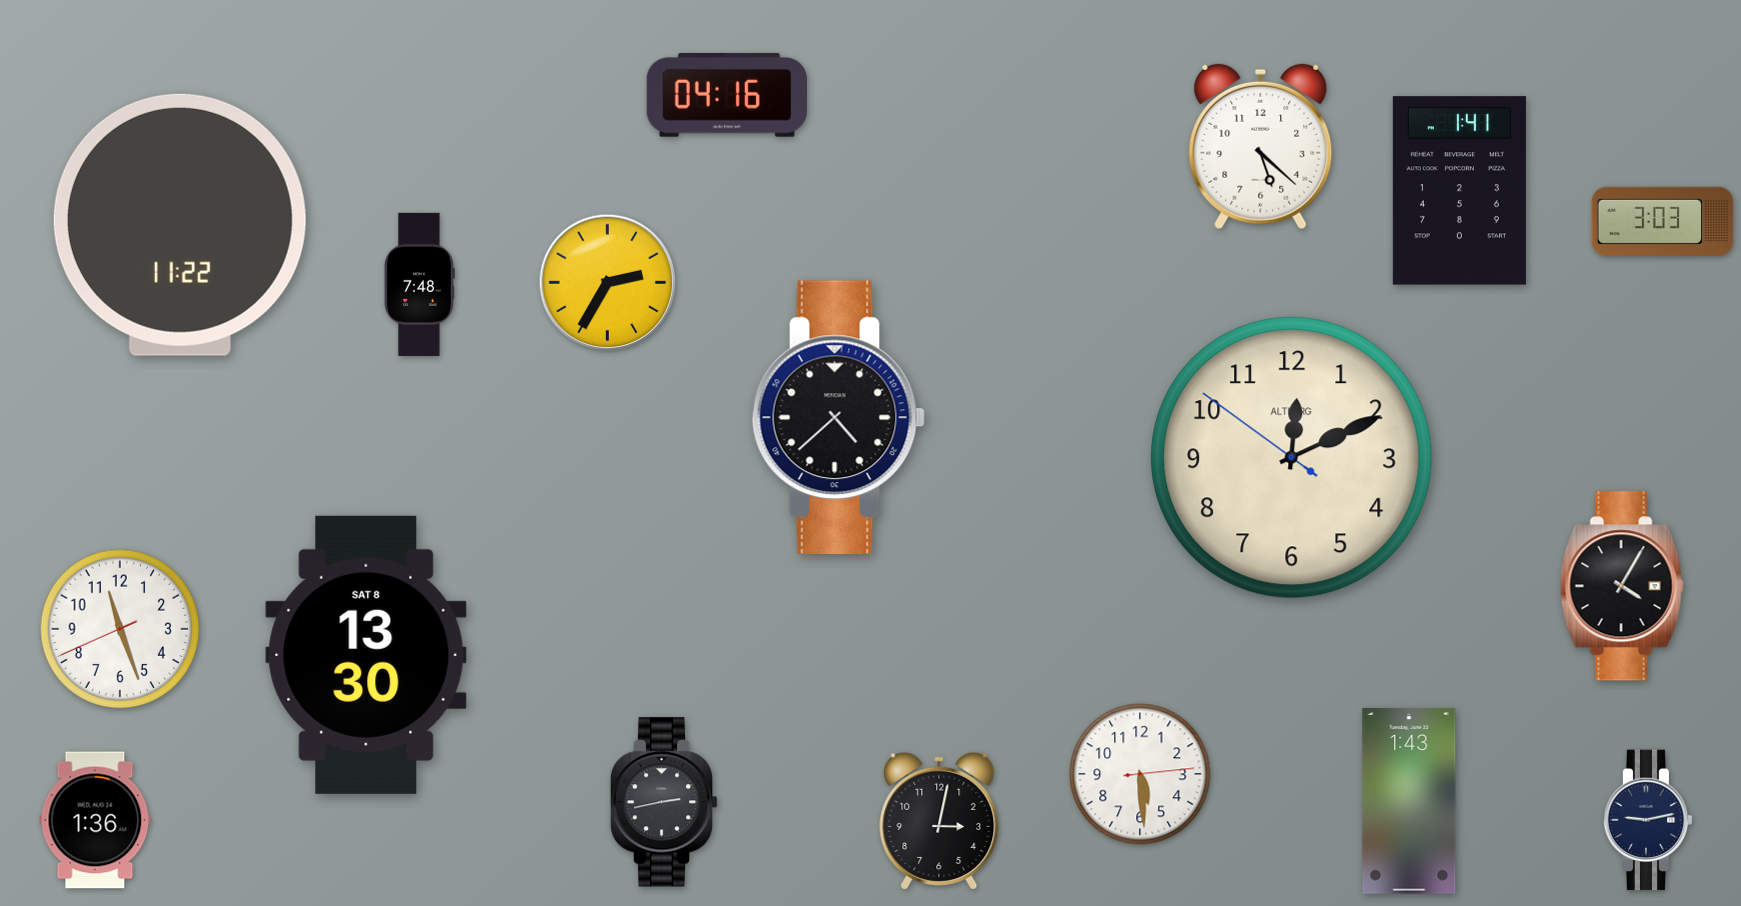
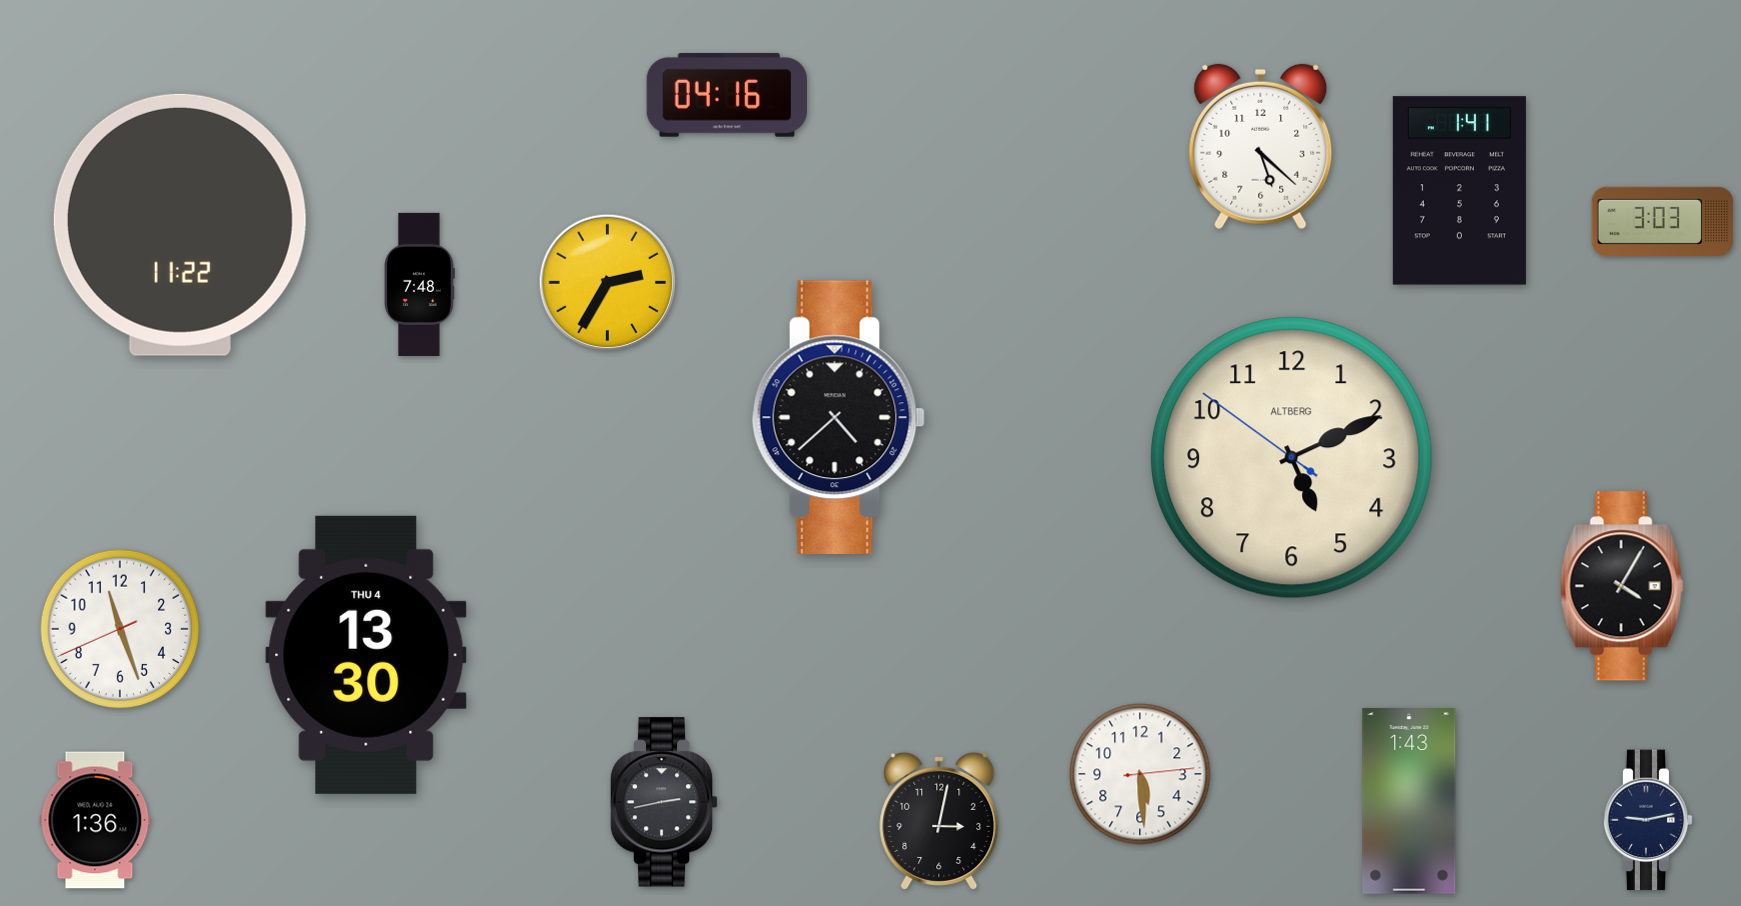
clock at (1292, 458): 12:10 -> 5:10
clock at (366, 655) date: SAT 8 -> THU 4
